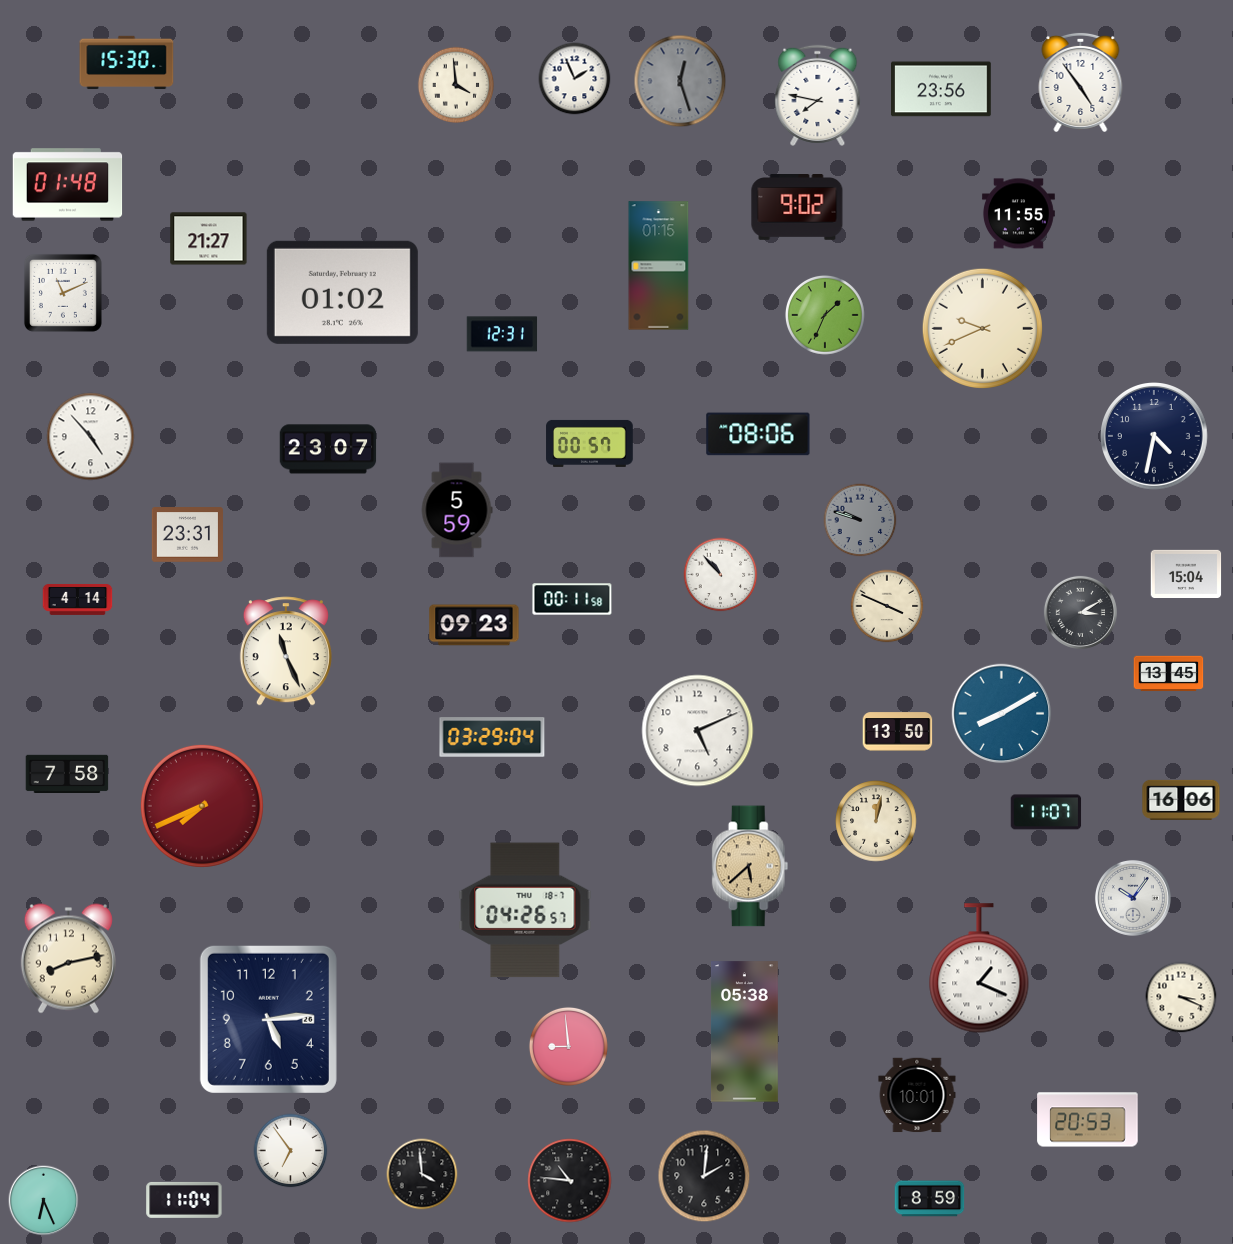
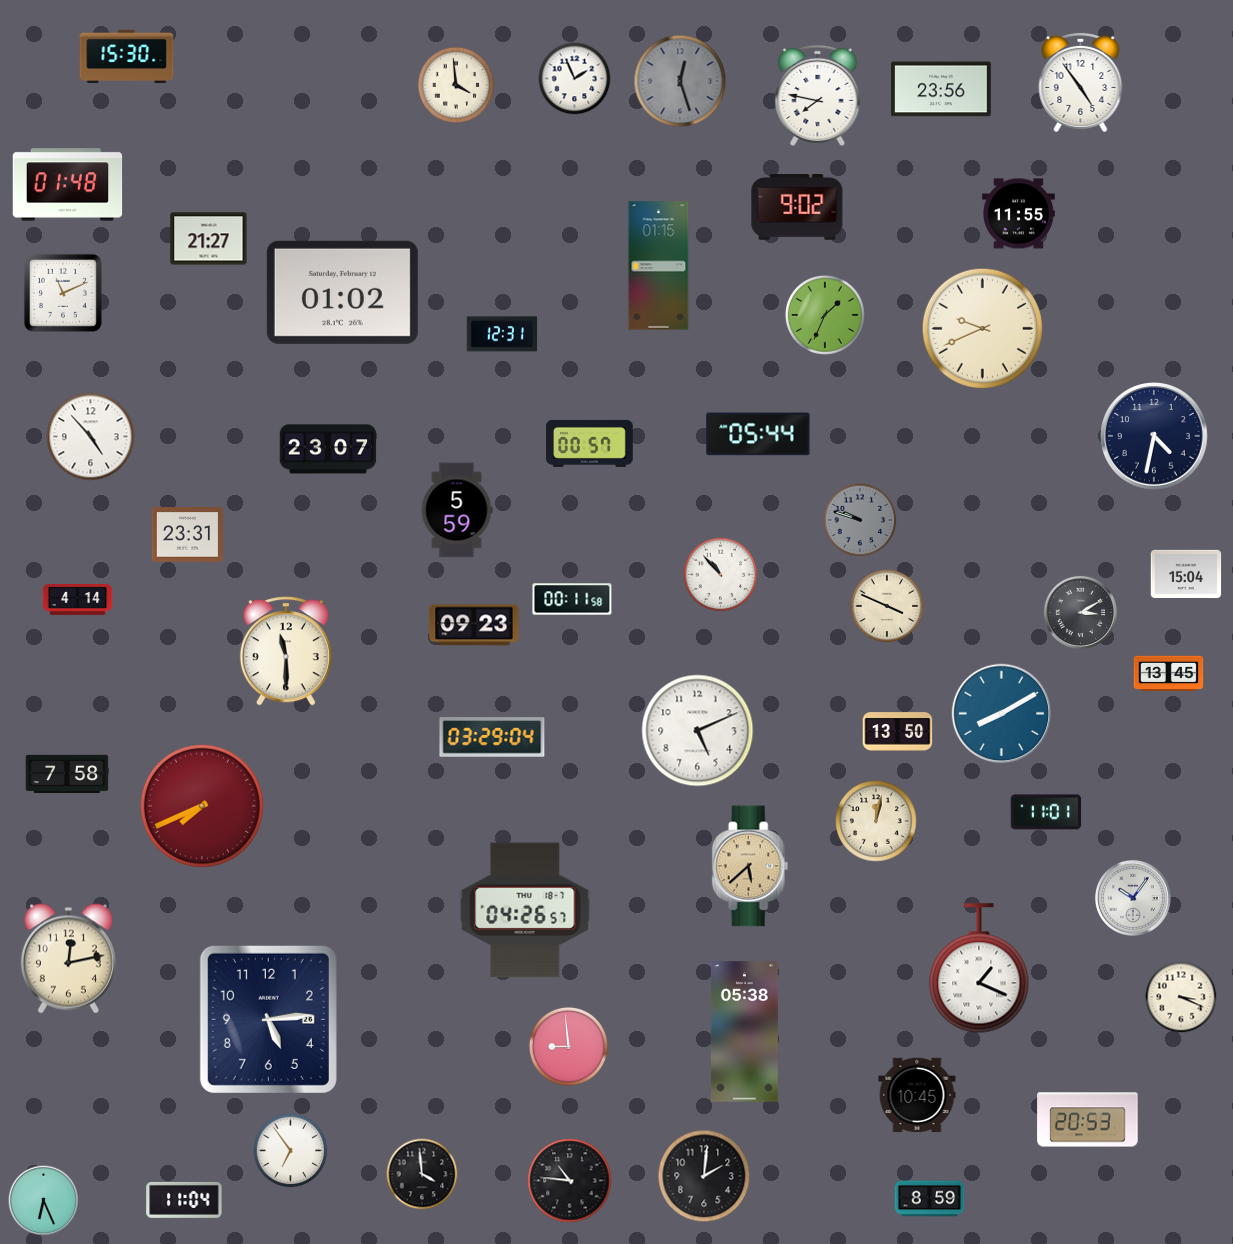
clock at (127, 63) position: (127, 63) -> (127, 57)
clock at (758, 434): 08:06 -> 05:44
clock at (286, 651): 11:26 -> 11:30
clock at (1181, 800): 16:06 -> none
clock at (1046, 812): 11:07 -> 11:01
clock at (68, 959): 8:13 -> 12:13
clock at (917, 1095): 10:01 -> 10:45
